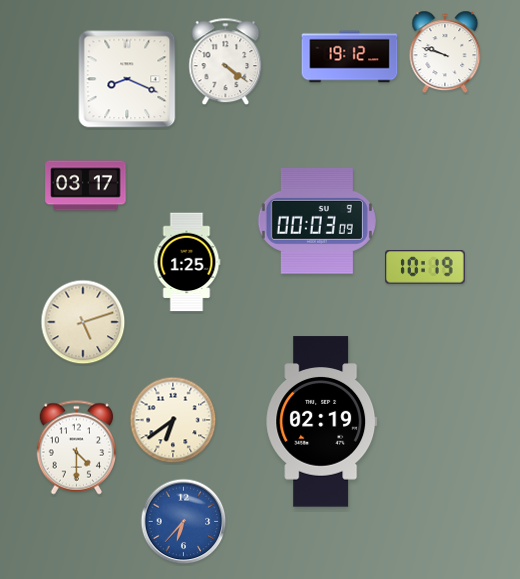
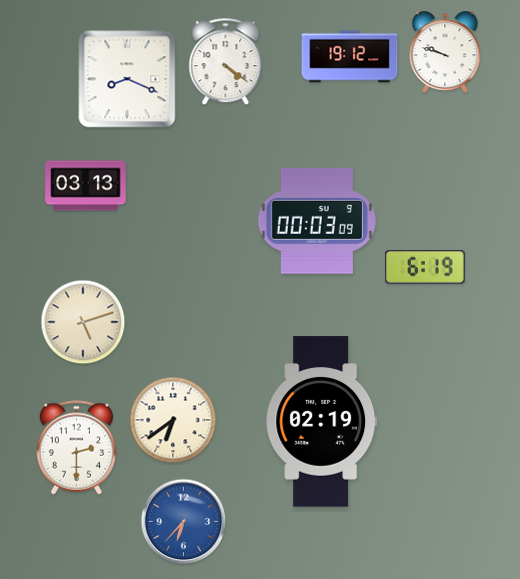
clock at (86, 186): 03:17 -> 03:13
clock at (187, 262): 1:25 -> none
clock at (425, 267): 10:19 -> 6:19
clock at (76, 448): 4:30 -> 2:30
